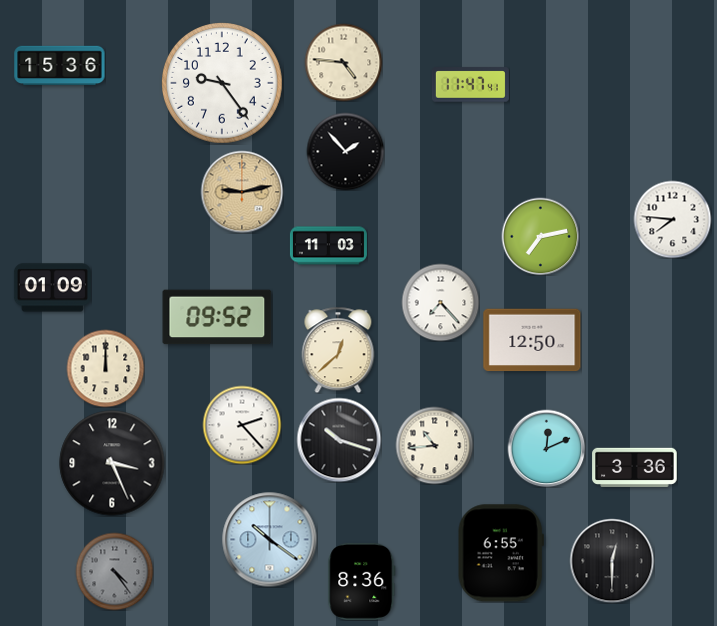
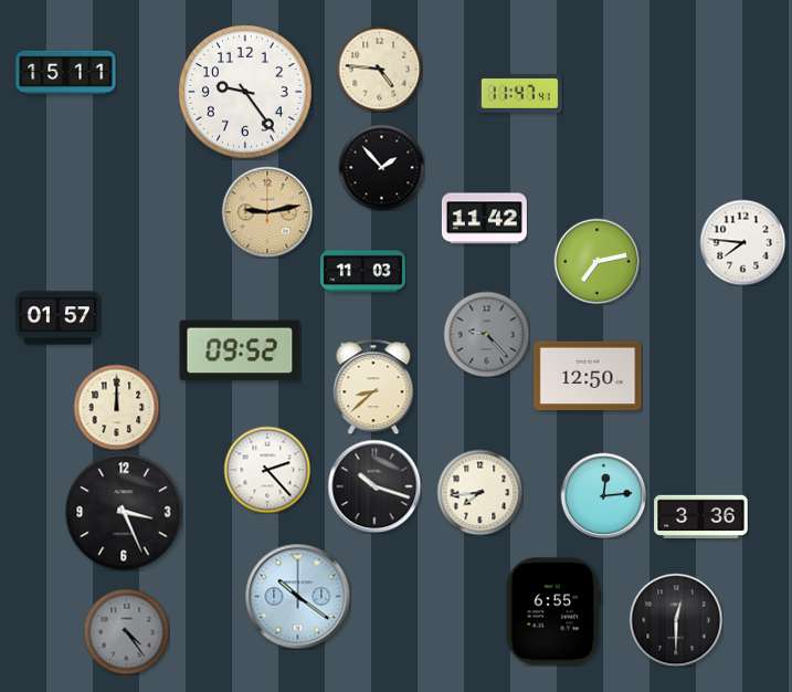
clock at (60, 66): 15:36 -> 15:11
clock at (484, 219): none -> 11:42
clock at (52, 288): 01:09 -> 01:57
clock at (440, 302): 7:23 -> 9:23
clock at (440, 302) dial: white -> grey
clock at (338, 350): 12:38 -> 8:38
clock at (434, 445): 10:44 -> 7:44
clock at (546, 448): 12:11 -> 12:14
clock at (362, 581): 8:36 -> none
